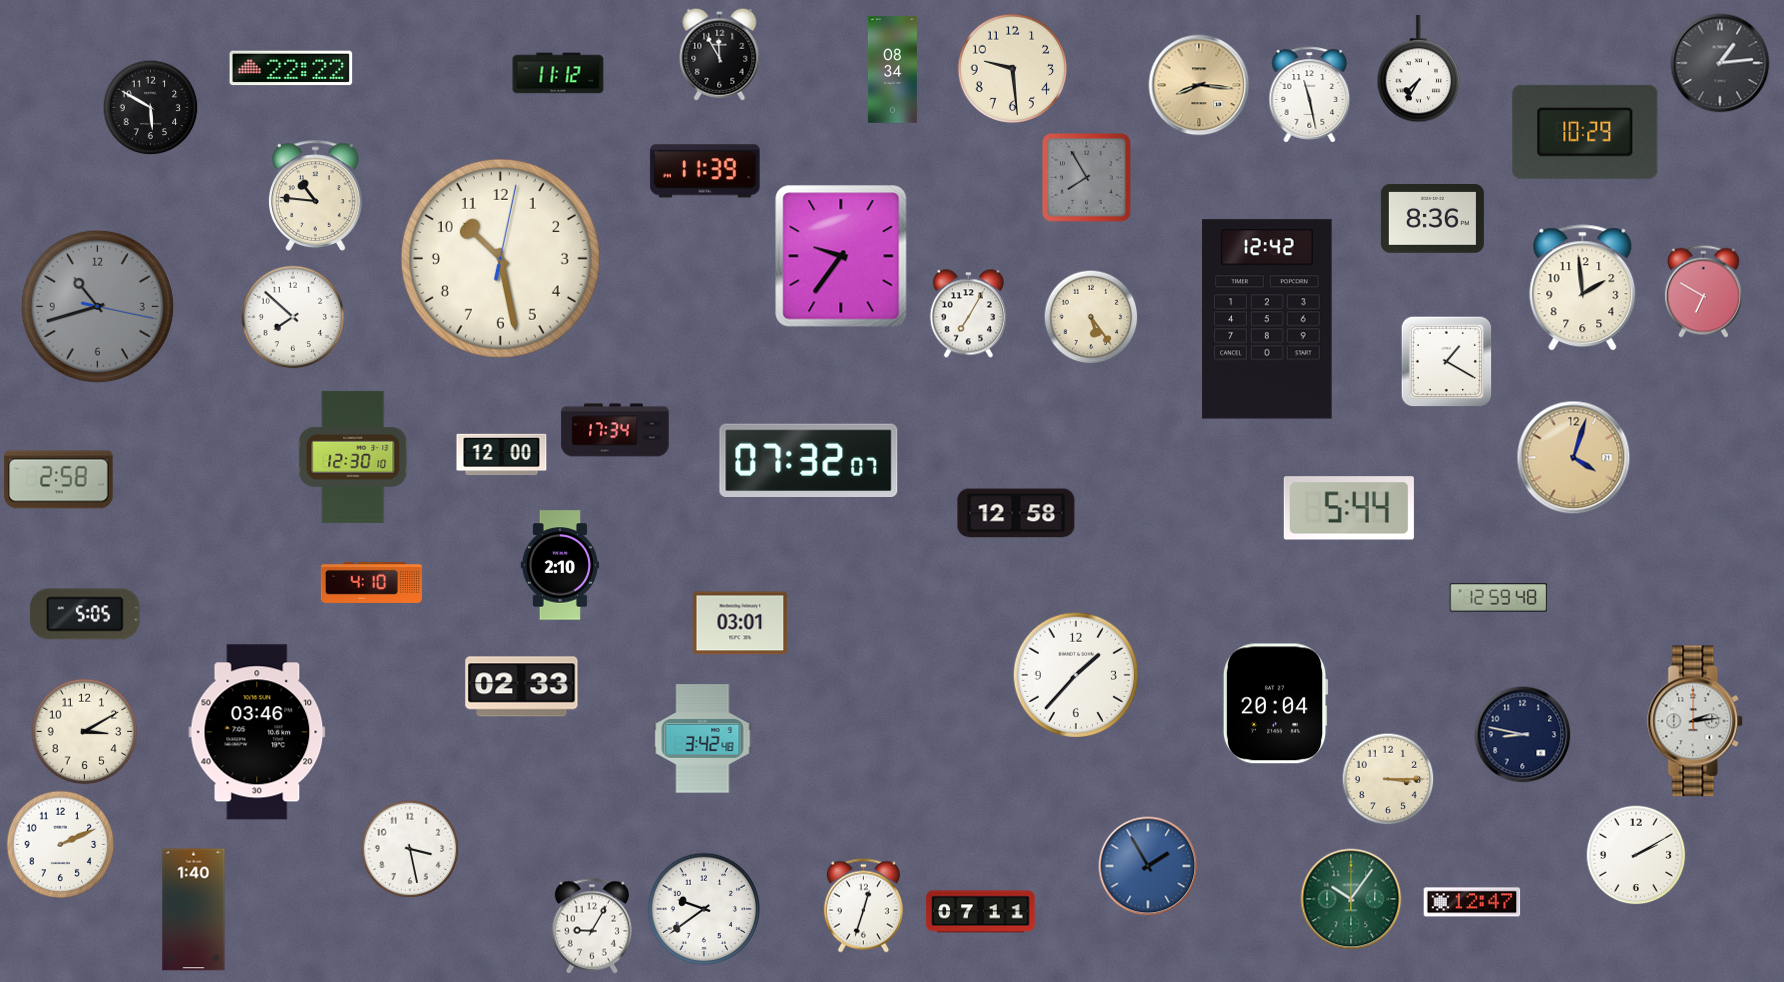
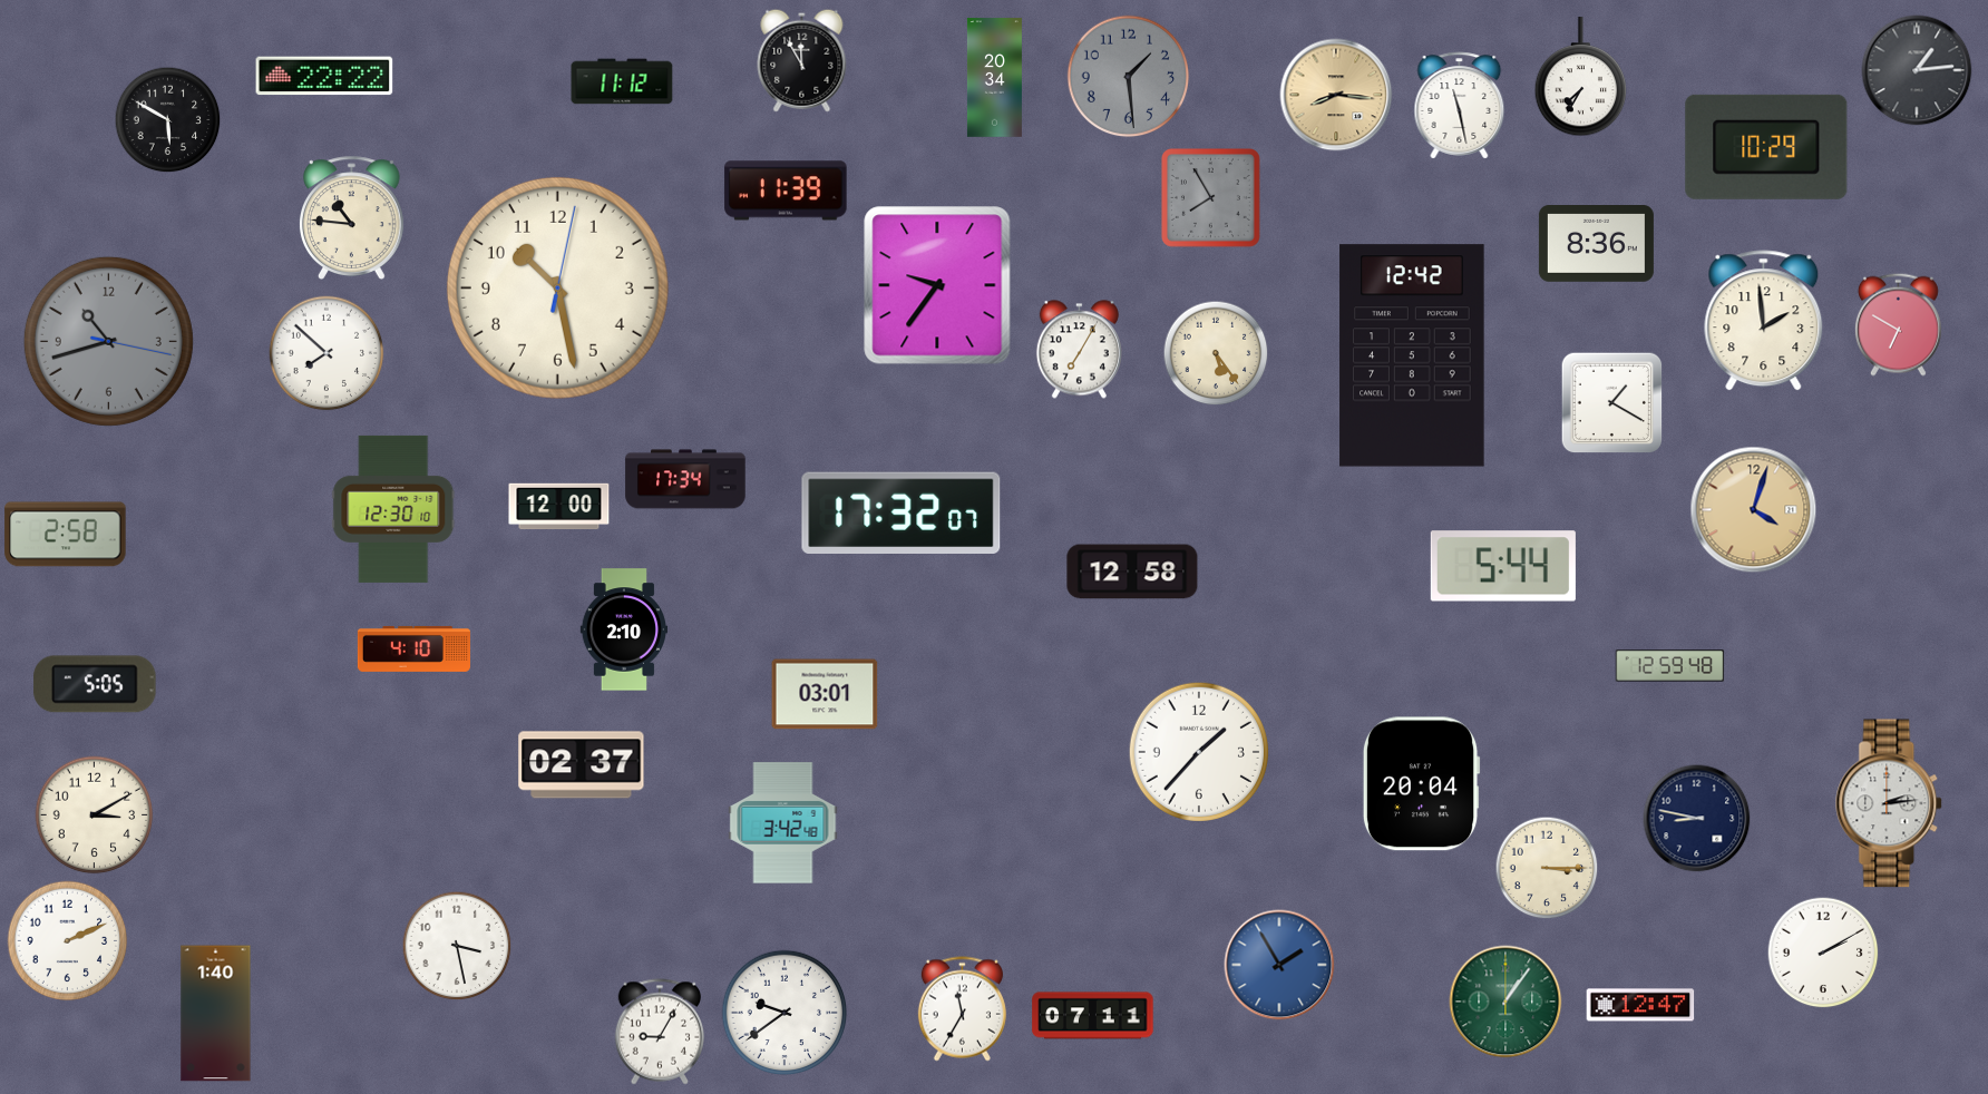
clock at (1013, 69): 9:29 -> 1:29
clock at (1013, 69) dial: cream -> grey
clock at (892, 70): 08:34 -> 20:34
clock at (809, 461): 07:32 -> 17:32
clock at (522, 687): 02:33 -> 02:37
clock at (257, 732): 03:46 -> none
clock at (1351, 899): 10:06 -> 1:06
clock at (863, 906): 12:33 -> 11:35
